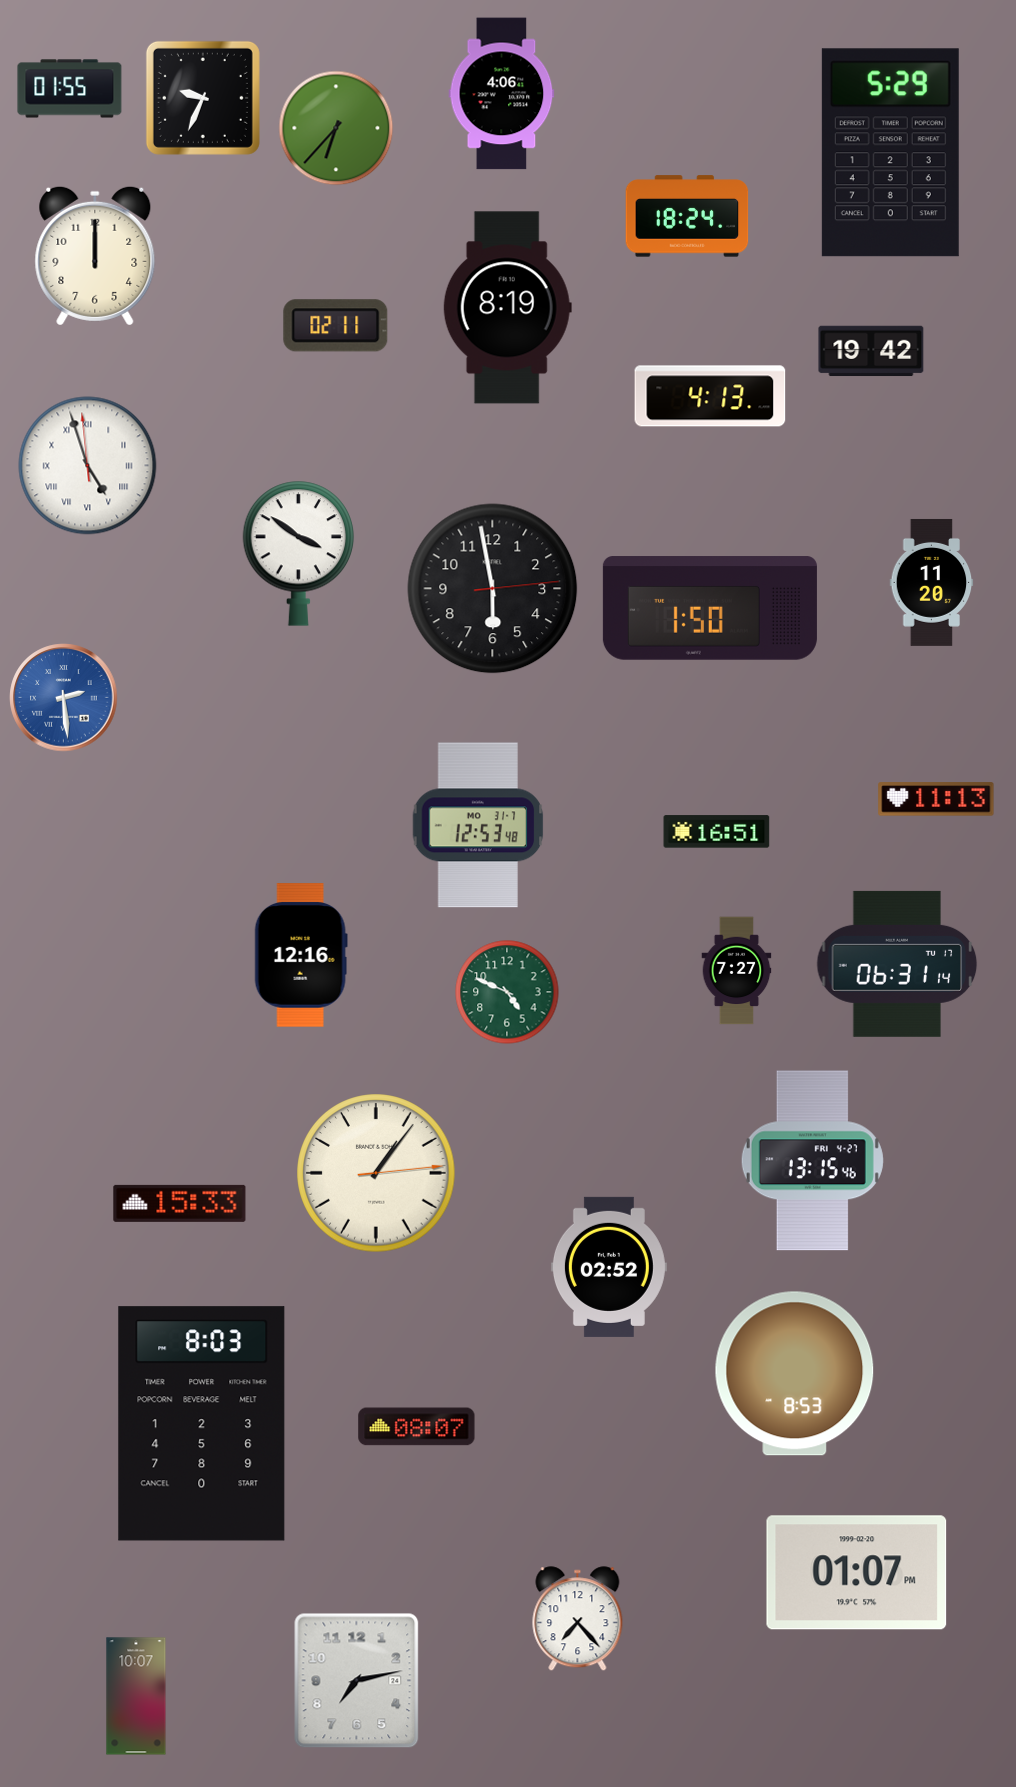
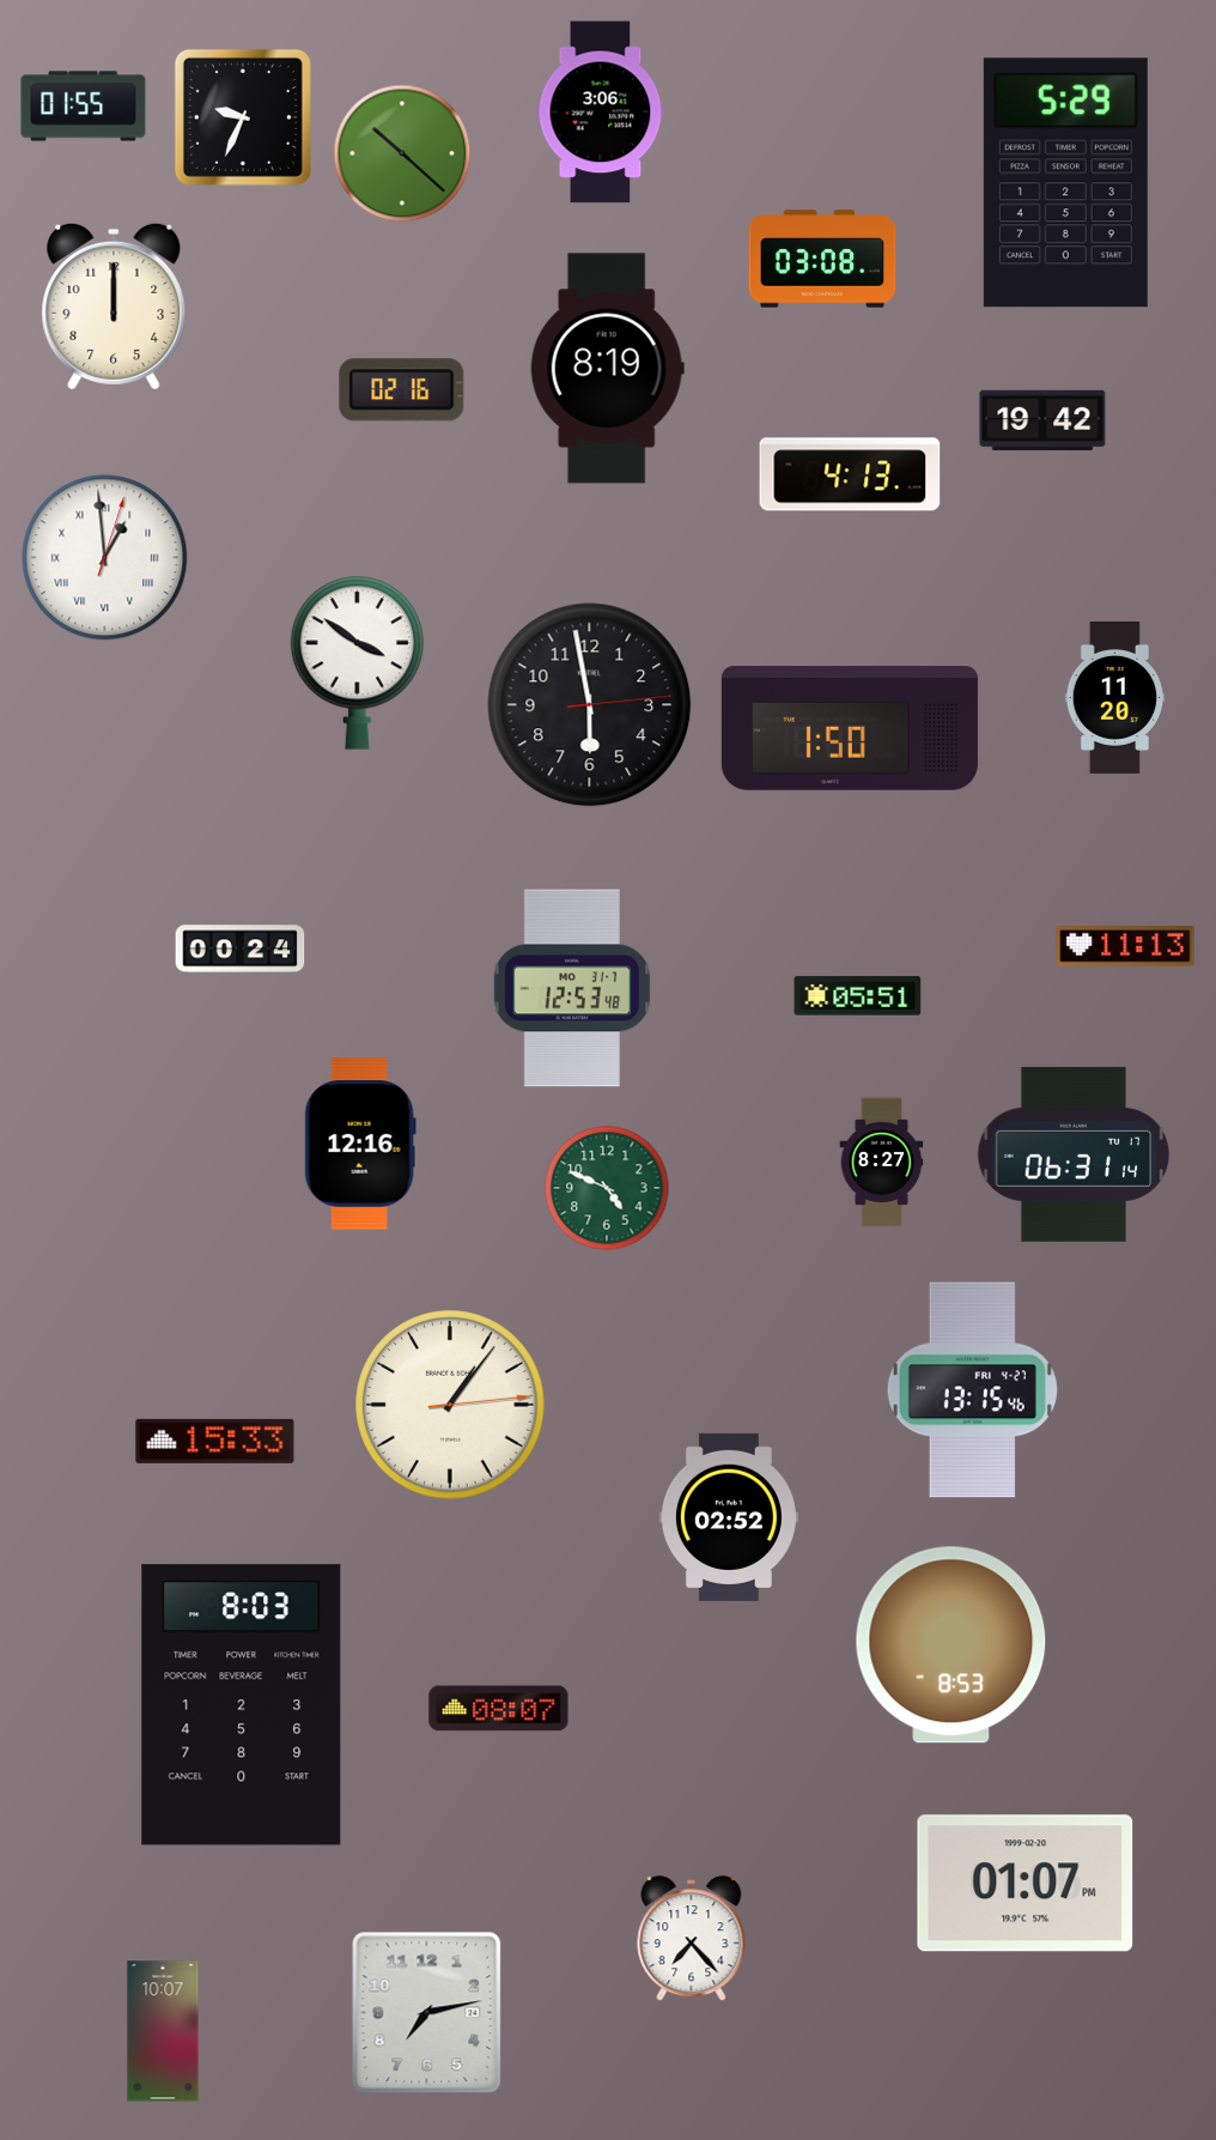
clock at (502, 94): 4:06 -> 3:06
clock at (336, 128): 6:37 -> 10:22
clock at (687, 216): 18:24 -> 03:08
clock at (336, 326): 02:11 -> 02:16
clock at (88, 466): 4:56 -> 12:59
clock at (64, 698): 2:29 -> none
clock at (241, 950): none -> 00:24
clock at (936, 799) position: (936, 799) -> (1125, 946)
clock at (717, 832): 16:51 -> 05:51
clock at (737, 971): 7:27 -> 8:27
